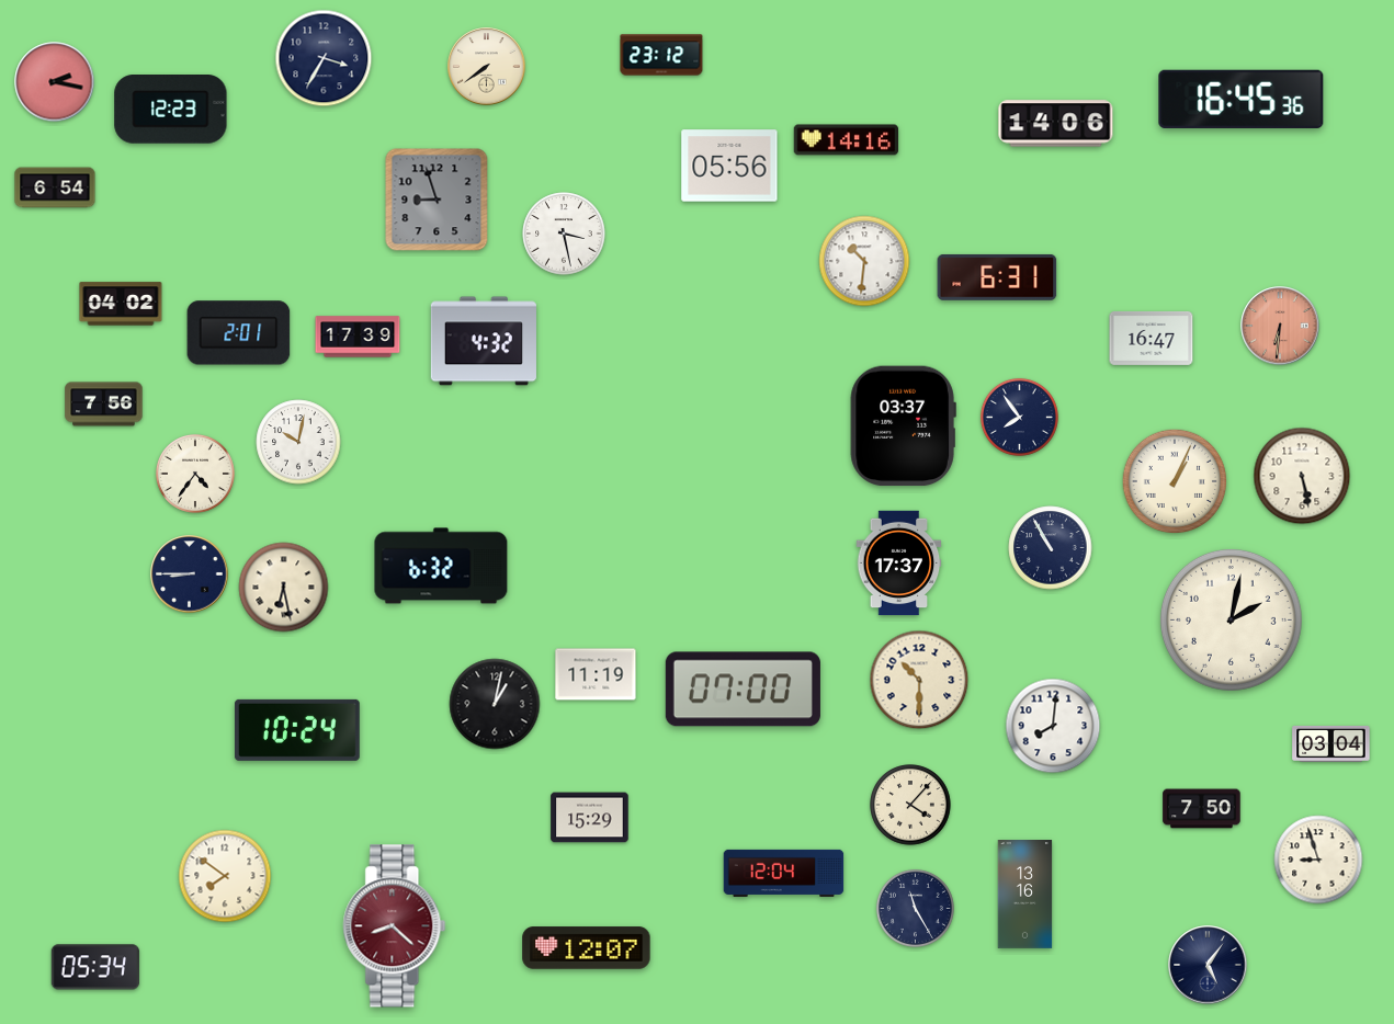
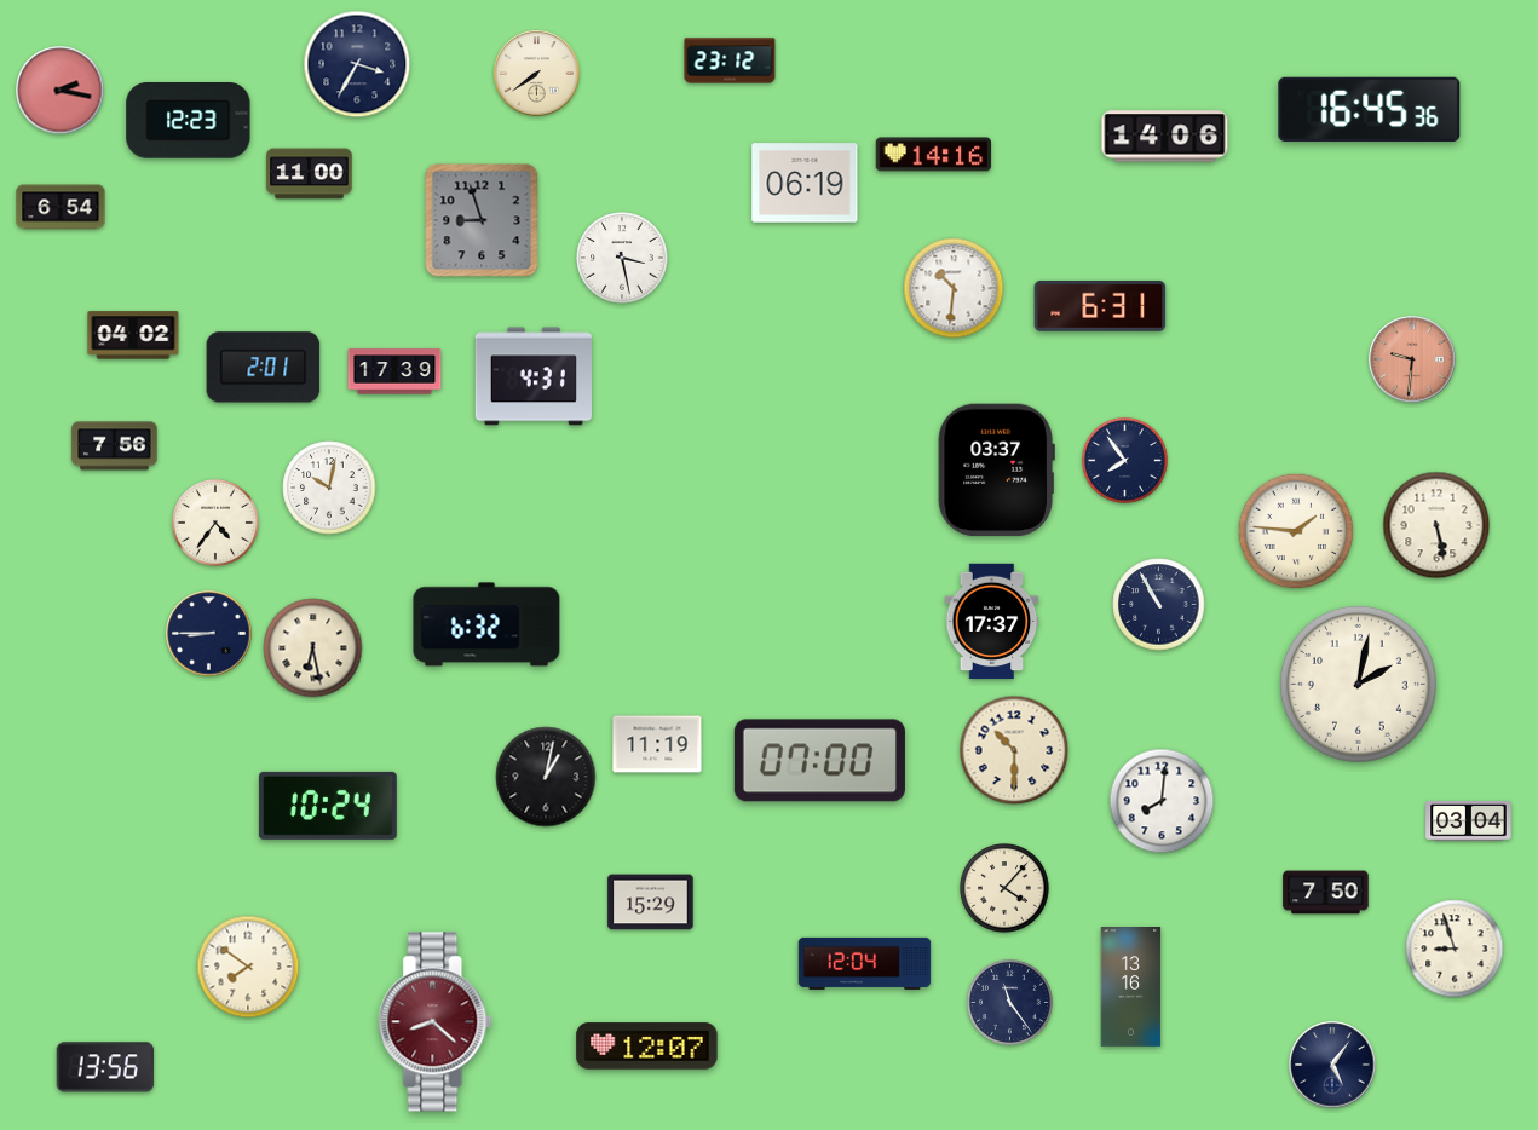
clock at (310, 174): none -> 11:00
clock at (729, 166): 05:56 -> 06:19
clock at (1280, 326): 6:31 -> 9:31
clock at (1152, 338): 16:47 -> none
clock at (484, 341): 4:32 -> 4:31
clock at (1175, 481): 1:04 -> 1:46
clock at (915, 908): 11:25 -> 11:24
clock at (95, 967): 05:34 -> 13:56
